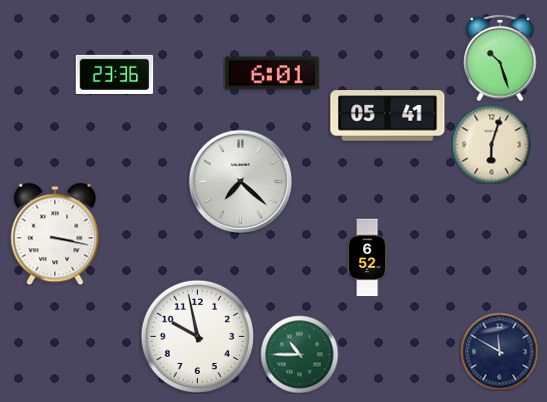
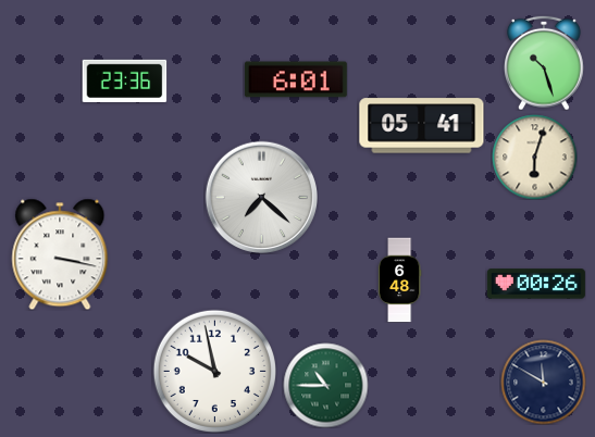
clock at (367, 257): 6:52 -> 6:48
clock at (536, 284): none -> 00:26
clock at (197, 336) position: (197, 336) -> (214, 371)
